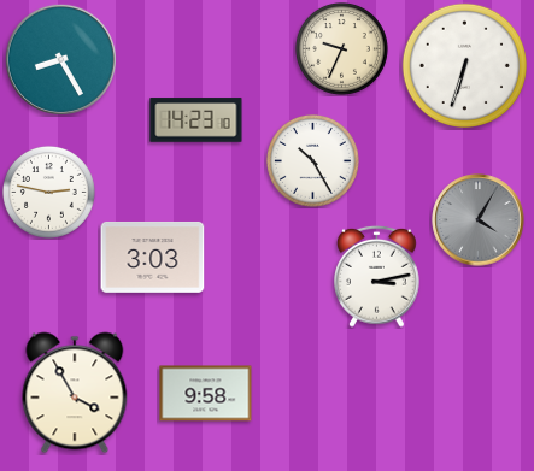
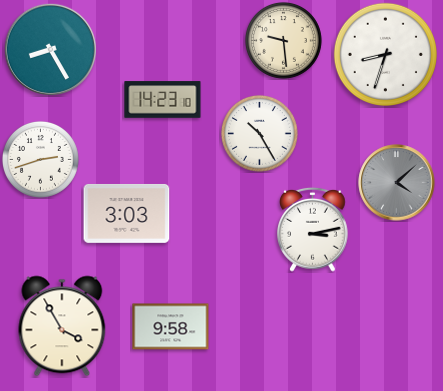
clock at (341, 48): 9:34 -> 9:29
clock at (464, 65): 6:33 -> 8:33
clock at (48, 192): 2:47 -> 2:42
clock at (479, 220): 4:05 -> 4:08
